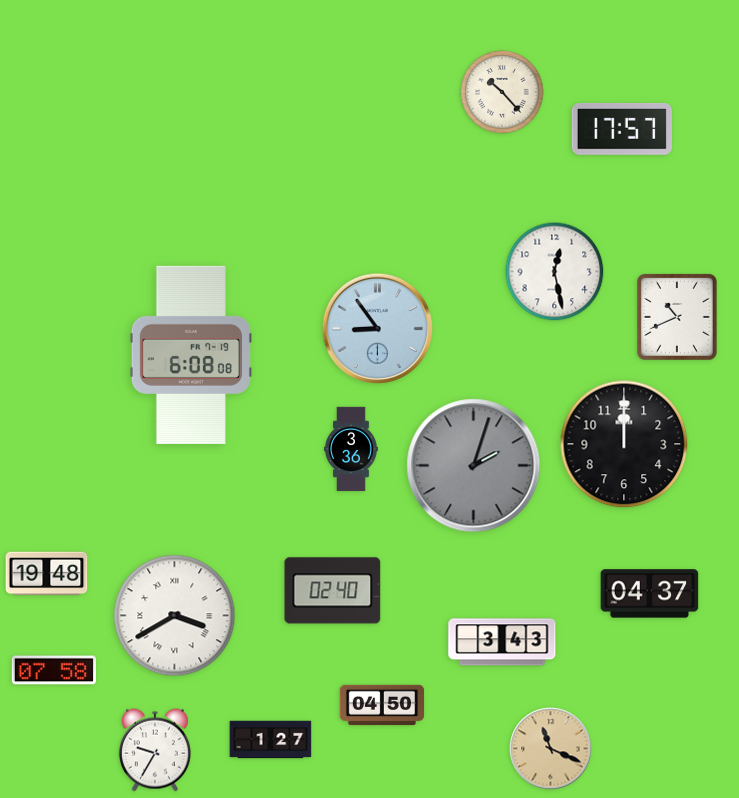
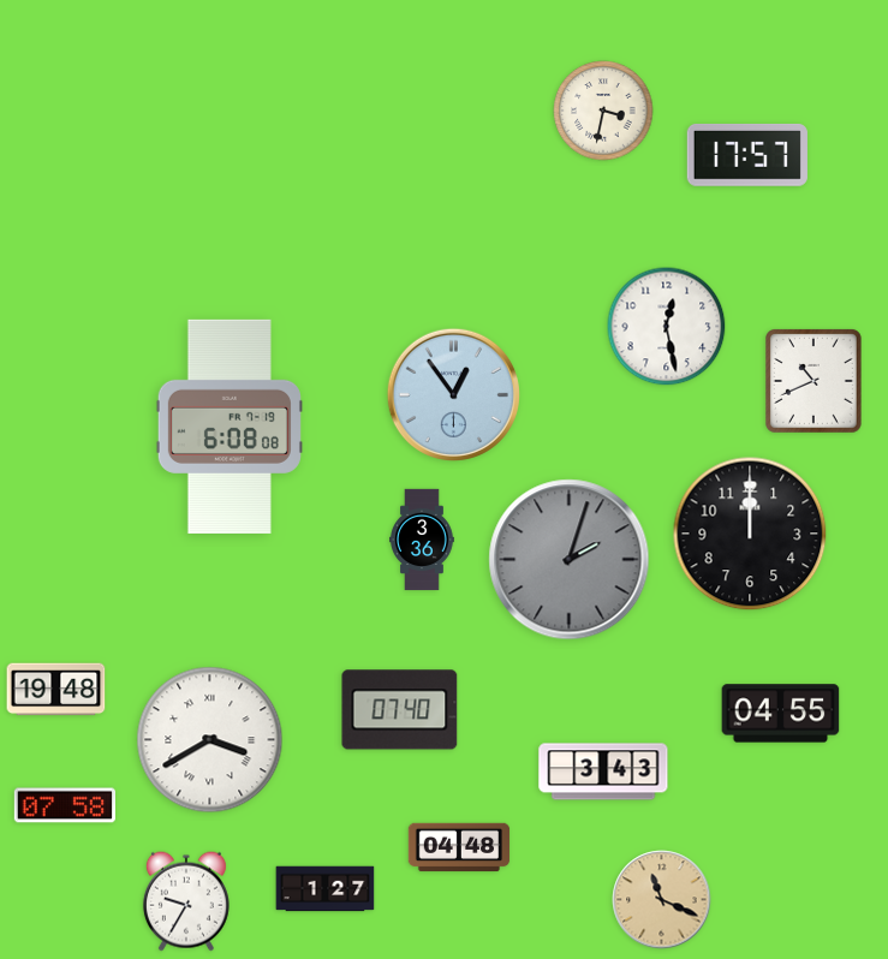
clock at (502, 92): 10:23 -> 3:32
clock at (377, 328): 8:54 -> 12:54
clock at (333, 591): 02:40 -> 07:40
clock at (650, 594): 04:37 -> 04:55
clock at (382, 705): 04:50 -> 04:48
